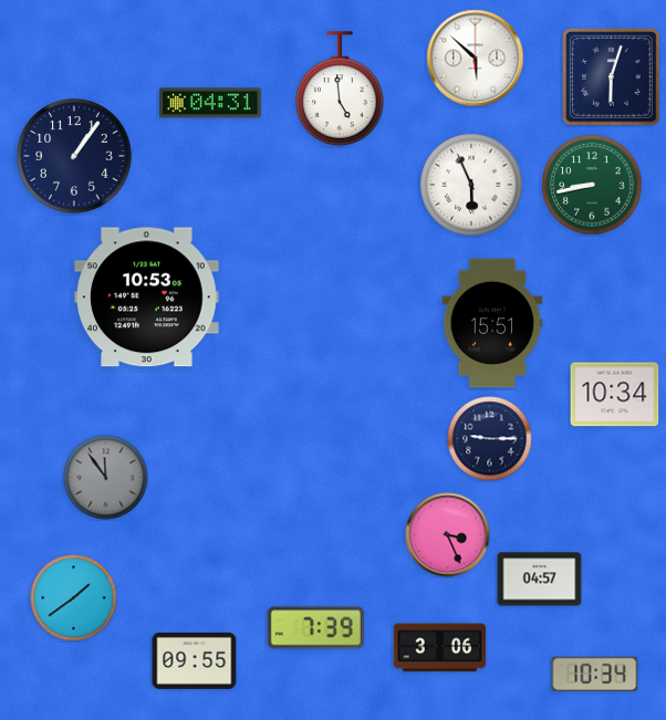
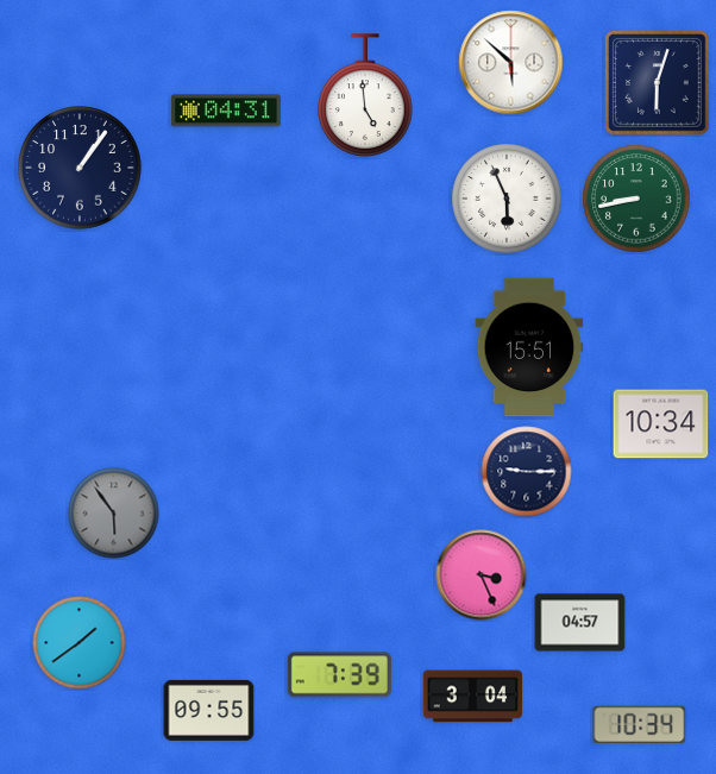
clock at (147, 298): 10:53 -> none
clock at (106, 478): 11:54 -> 5:54
clock at (440, 648): 3:06 -> 3:04
